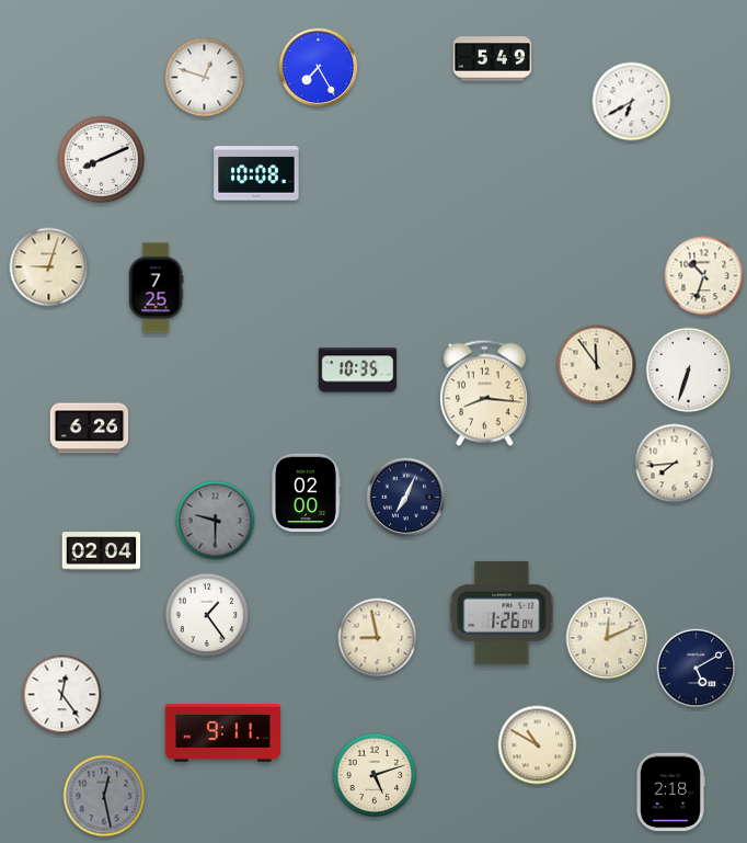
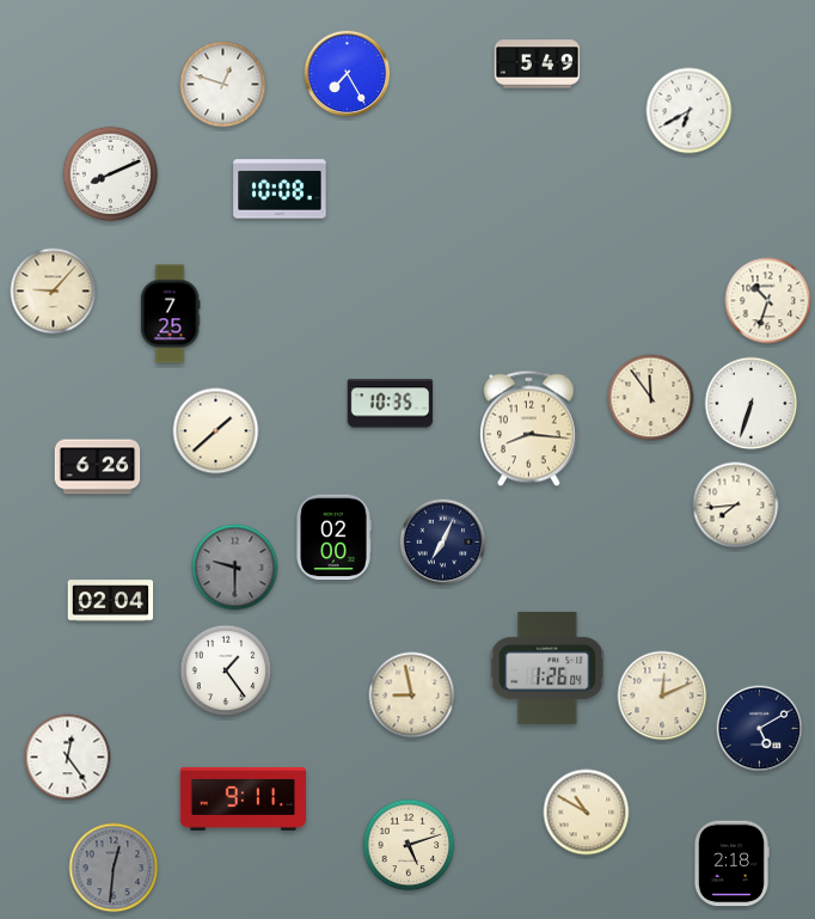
clock at (49, 267): 9:03 -> 9:07
clock at (216, 431): none -> 1:38
clock at (104, 796): 12:28 -> 12:31
